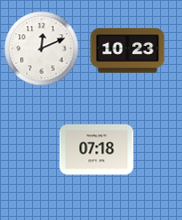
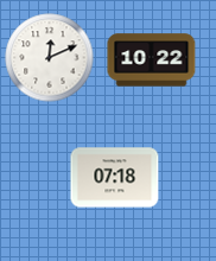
clock at (128, 51): 10:23 -> 10:22
